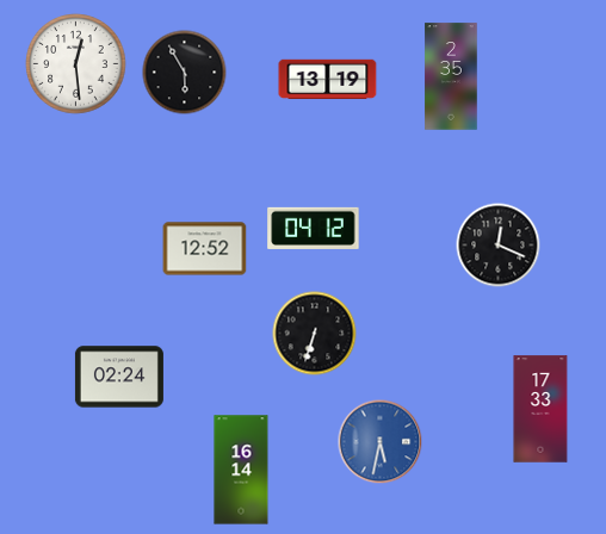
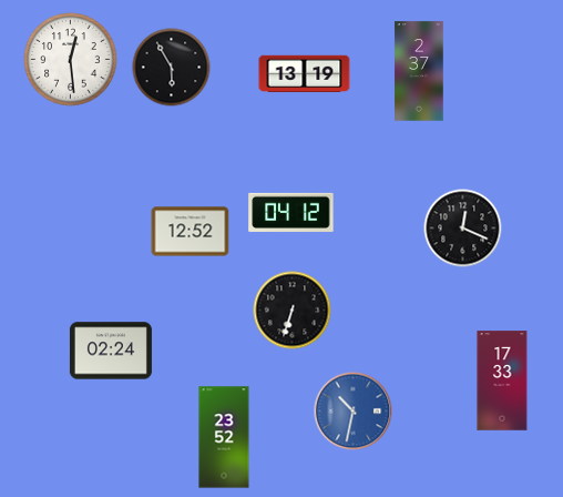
clock at (451, 76): 2:35 -> 2:37
clock at (381, 442): 5:32 -> 10:32
clock at (241, 470): 16:14 -> 23:52
